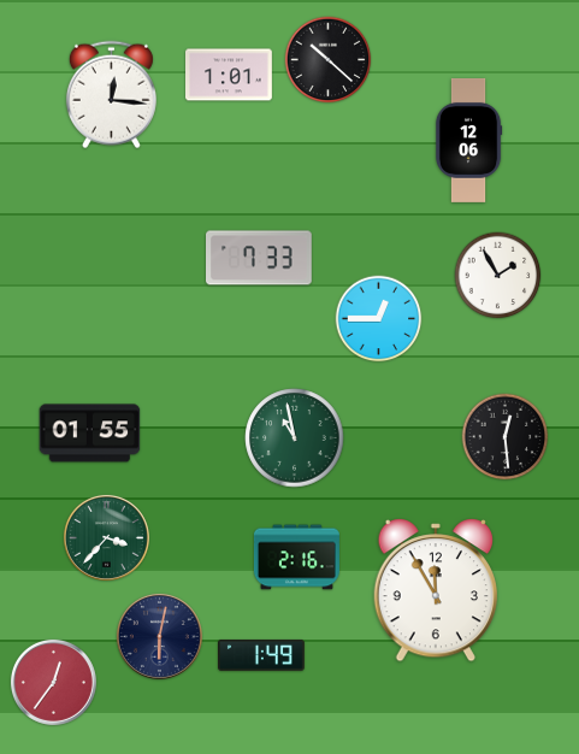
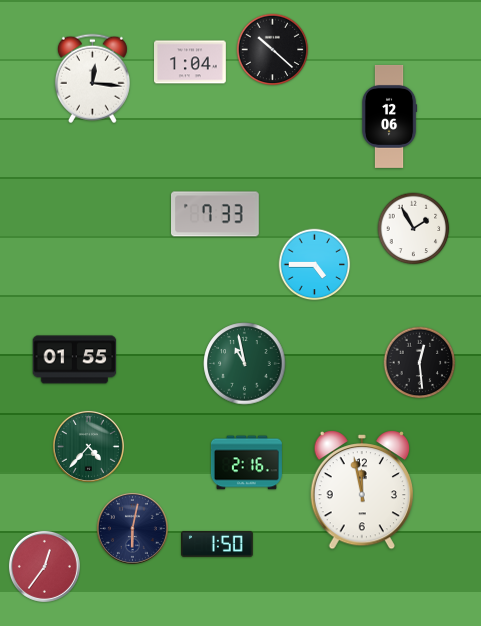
clock at (230, 75): 1:01 -> 1:04
clock at (379, 319): 12:45 -> 4:45
clock at (106, 537): 3:37 -> 4:37
clock at (435, 591): 11:55 -> 11:58
clock at (262, 655): 1:49 -> 1:50
